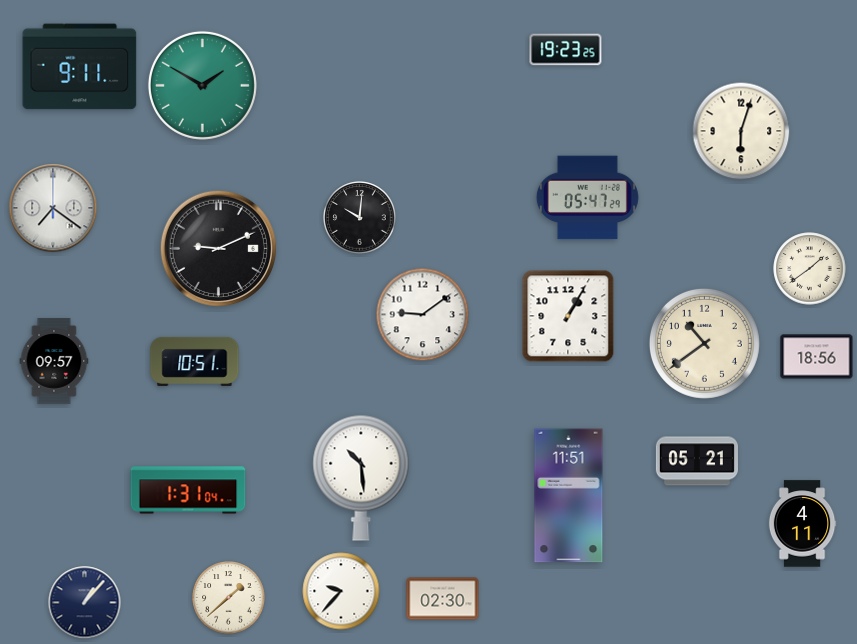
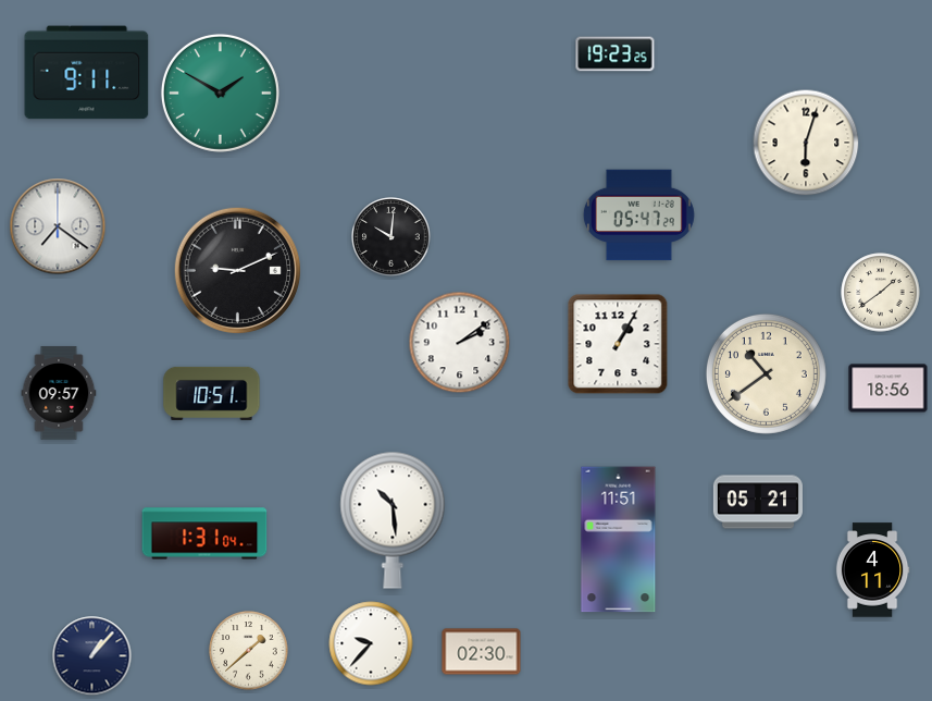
clock at (423, 315): 9:09 -> 2:09
